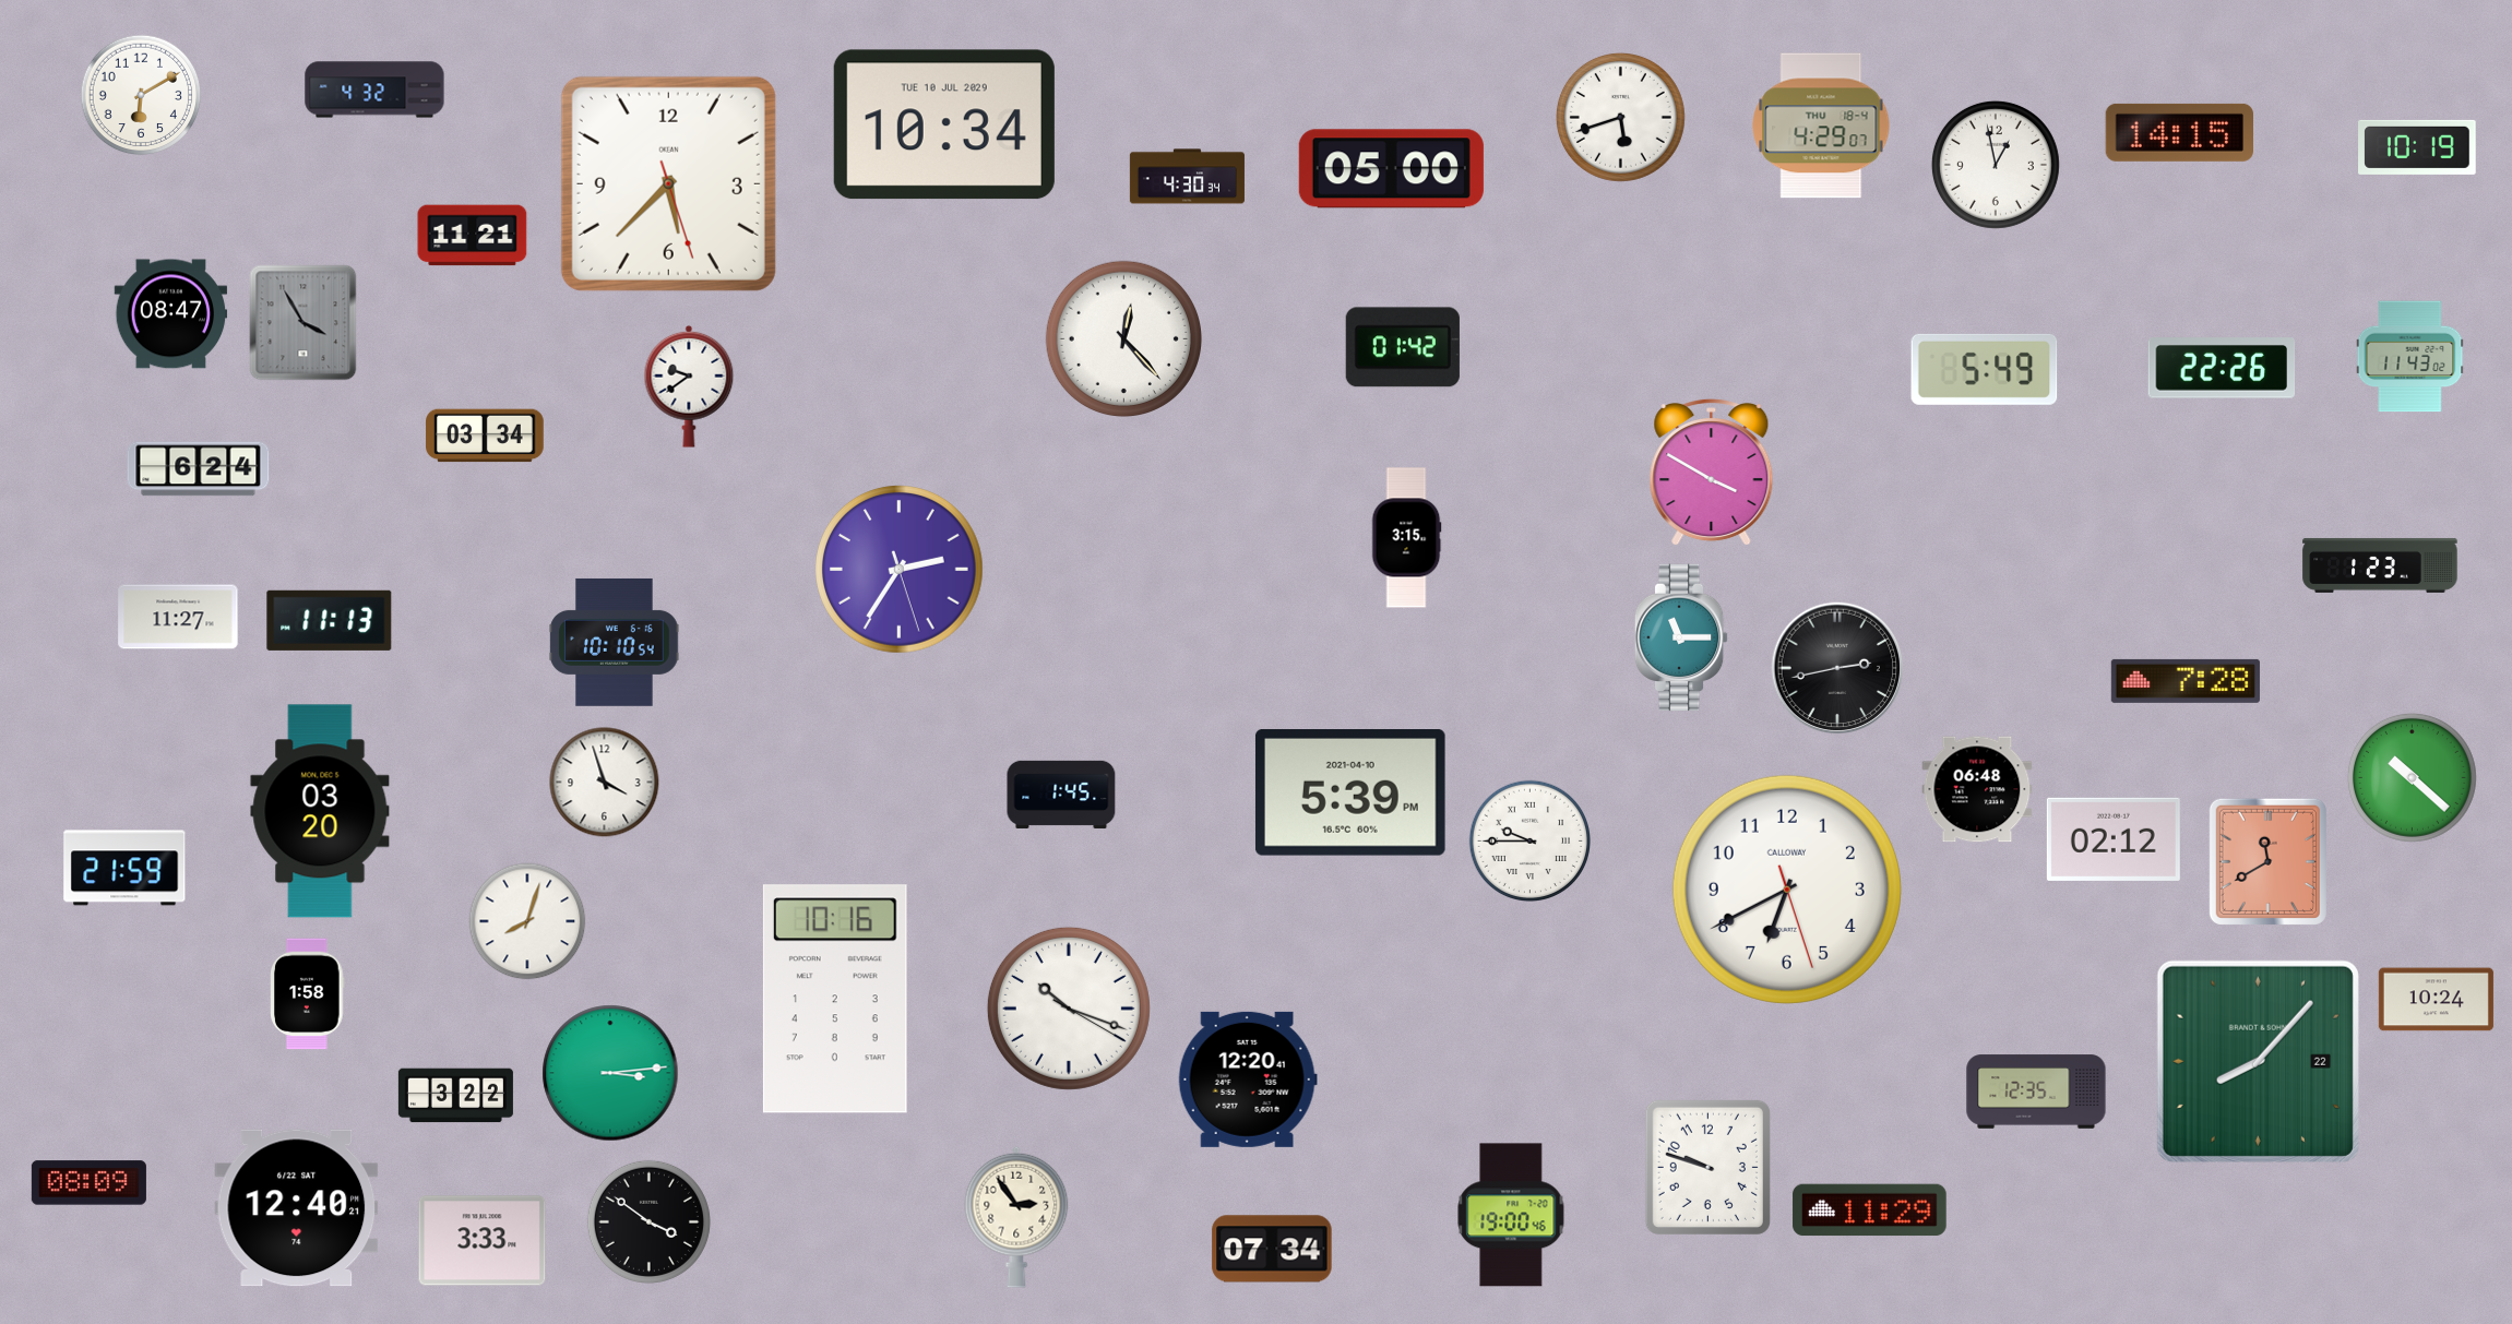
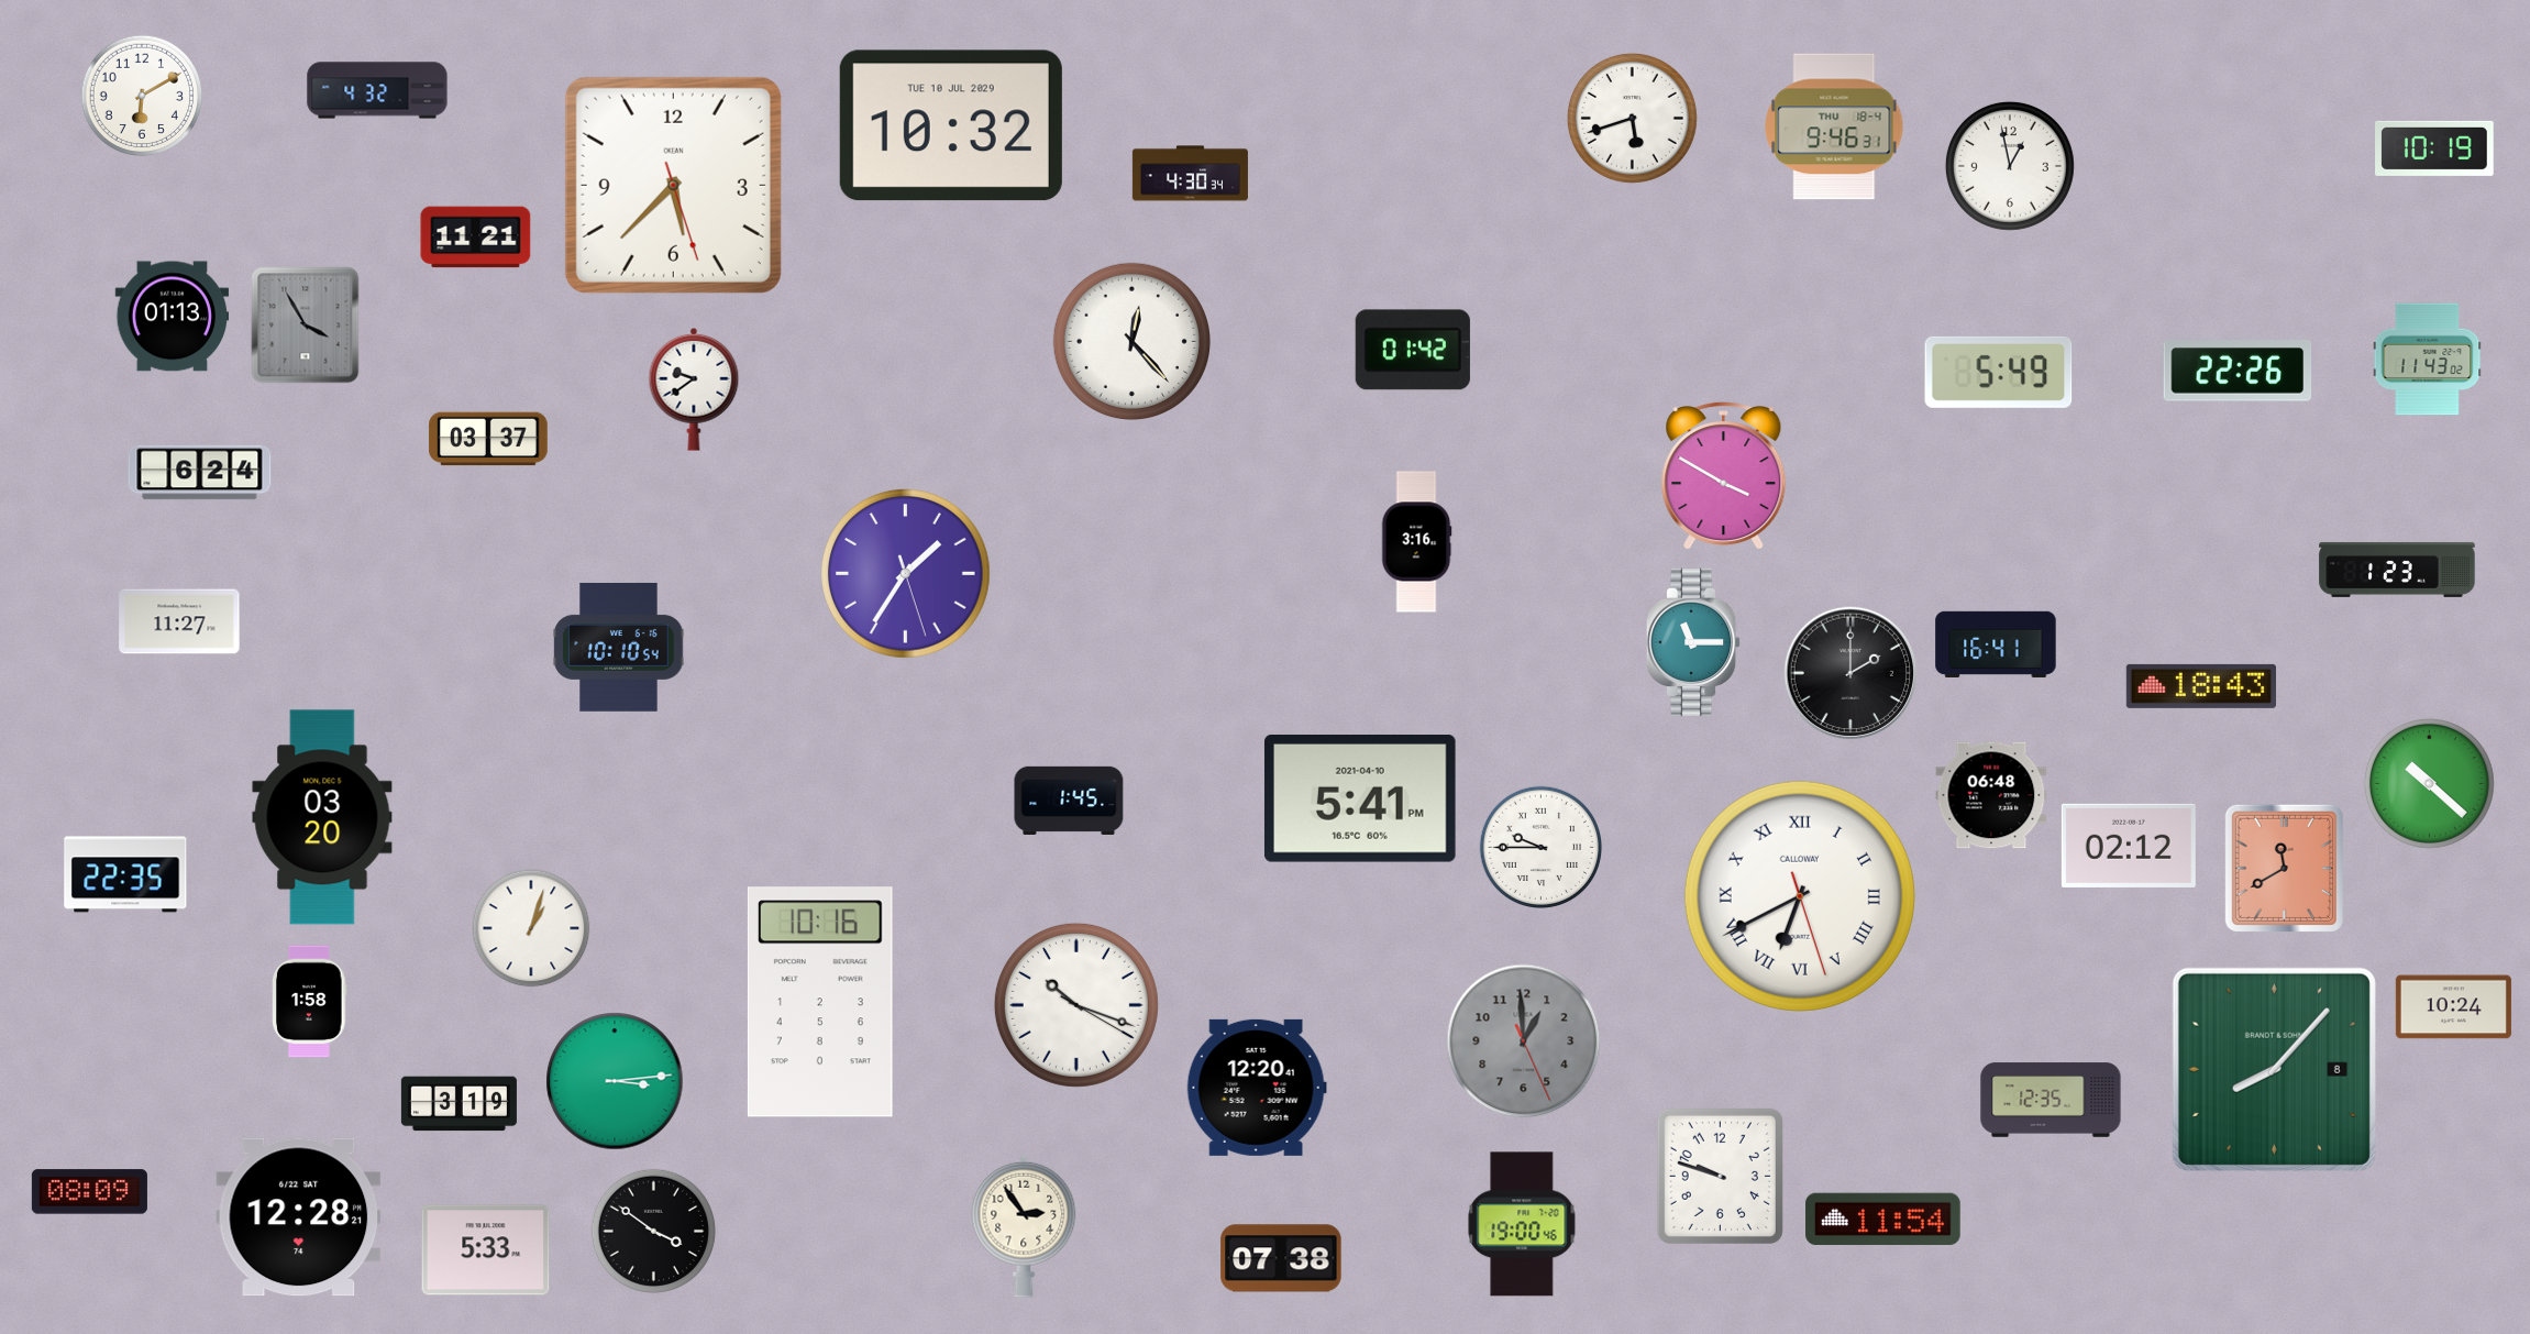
clock at (944, 124): 10:34 -> 10:32
clock at (1821, 126): 4:29 -> 9:46
clock at (2179, 132): 14:15 -> none
clock at (1391, 169): 05:00 -> none
clock at (1187, 177) position: (1187, 177) -> (1190, 174)
clock at (171, 314): 08:47 -> 01:13
clock at (485, 436): 03:34 -> 03:37
clock at (1406, 538): 3:15 -> 3:16
clock at (900, 570): 2:35 -> 1:35
clock at (330, 620): 11:13 -> none
clock at (1996, 644): none -> 16:41
clock at (1837, 668): 2:43 -> 2:00
clock at (2186, 681): 7:28 -> 18:43
clock at (605, 783): 3:57 -> none
clock at (1350, 794): 5:39 -> 5:41
clock at (124, 868): 21:59 -> 22:35
clock at (1787, 890) numerals: Arabic -> Roman
clock at (527, 921): 8:03 -> 1:03
clock at (835, 999) position: (835, 999) -> (820, 1002)
clock at (1069, 1009) position: (1069, 1009) -> (1076, 1005)
clock at (1524, 1041): none -> 12:59
clock at (2258, 1061) date: 22 -> 8
clock at (455, 1096): 3:22 -> 3:19
clock at (297, 1208): 12:40 -> 12:28
clock at (1870, 1210): 11:29 -> 11:54
clock at (483, 1241): 3:33 -> 5:33
clock at (1272, 1249): 07:34 -> 07:38
